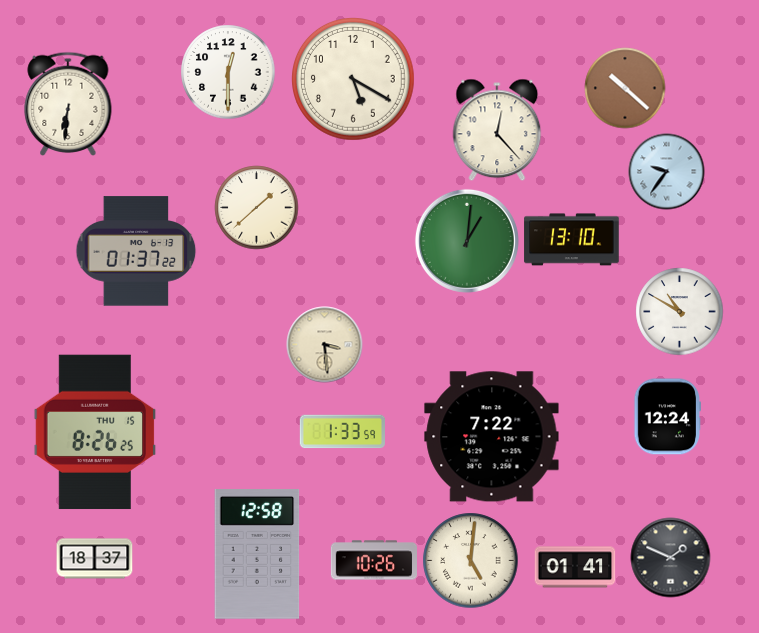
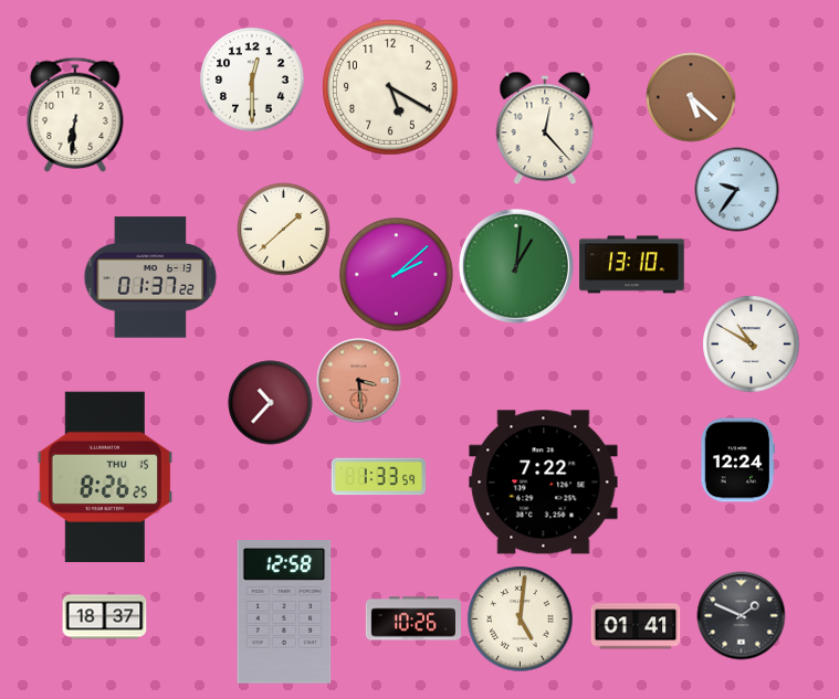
clock at (625, 88): 10:22 -> 5:22
clock at (497, 130) position: (497, 130) -> (545, 128)
clock at (397, 275): none -> 2:08
clock at (325, 345) dial: cream -> salmon
clock at (271, 403): none -> 10:37
